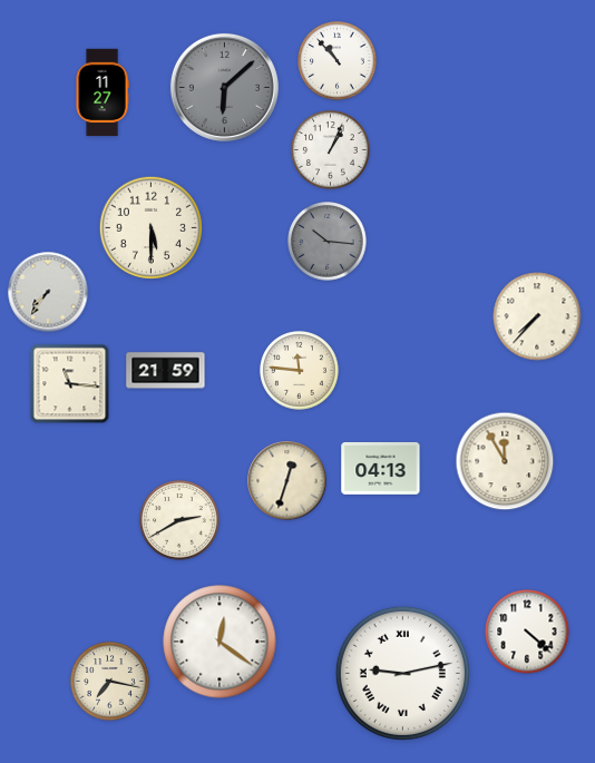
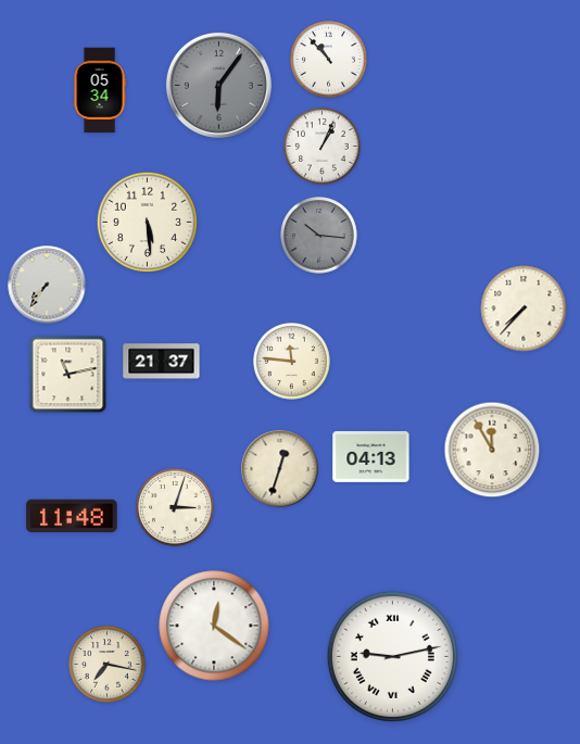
clock at (224, 87): 6:08 -> 6:06
clock at (103, 92): 11:27 -> 05:34
clock at (150, 227): 5:30 -> 5:29
clock at (166, 371): 21:59 -> 21:37
clock at (70, 384): 11:16 -> 11:13
clock at (179, 520): 2:40 -> 3:03
clock at (72, 515): none -> 11:48
clock at (527, 632): 4:22 -> none
